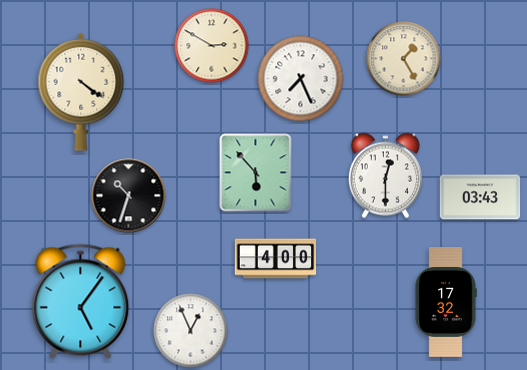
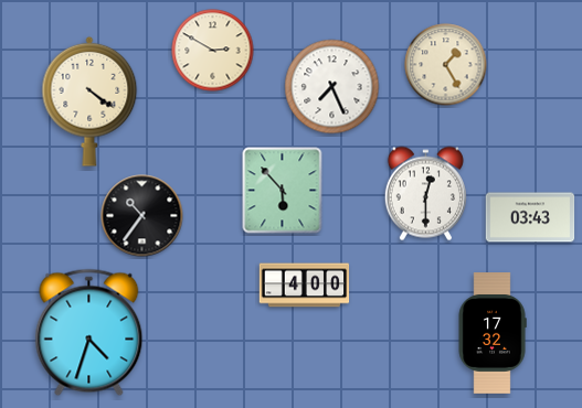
clock at (212, 46) position: (212, 46) -> (213, 51)
clock at (129, 196): 10:33 -> 10:36
clock at (81, 302): 5:06 -> 4:33
clock at (191, 331): 12:56 -> none
